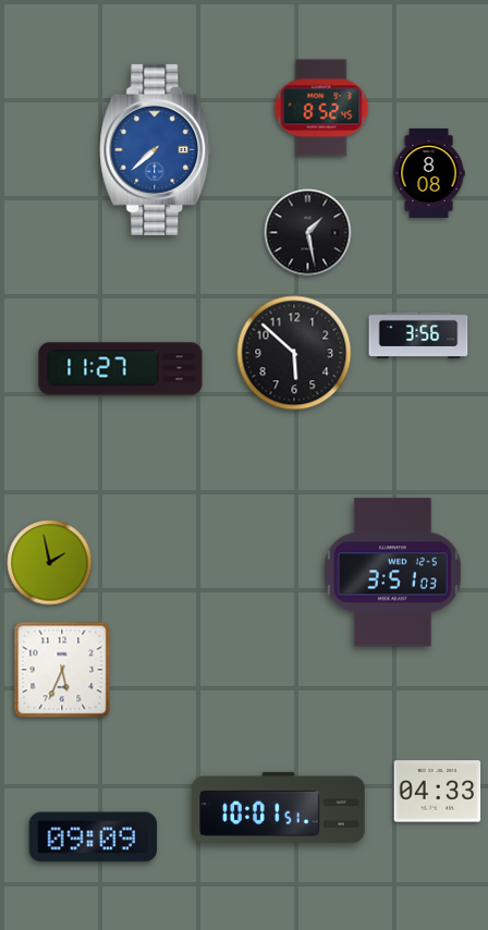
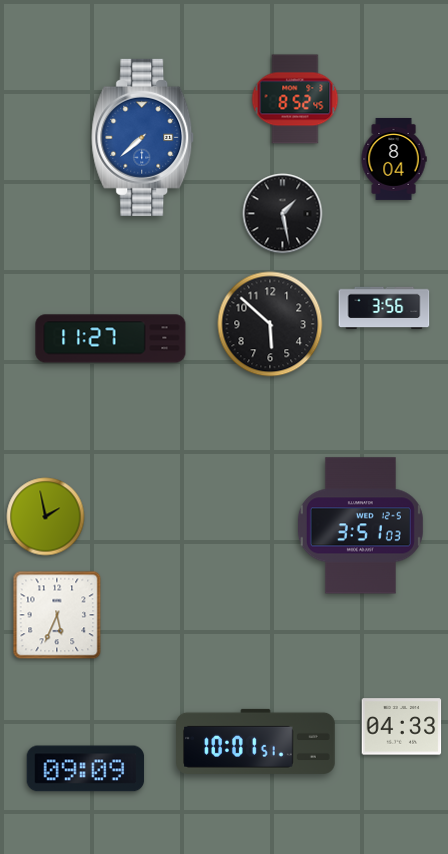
clock at (429, 173): 8:08 -> 8:04
